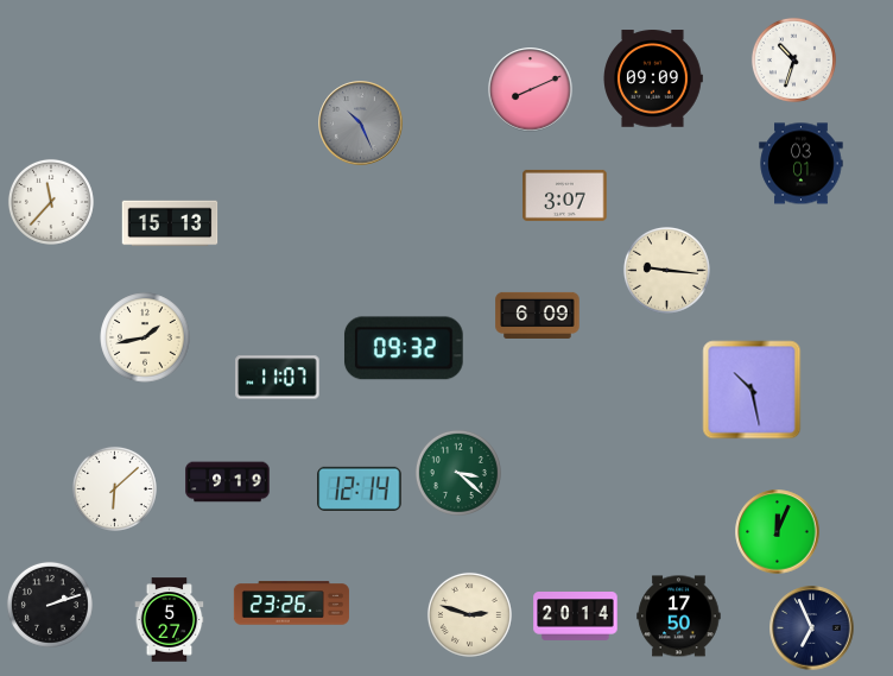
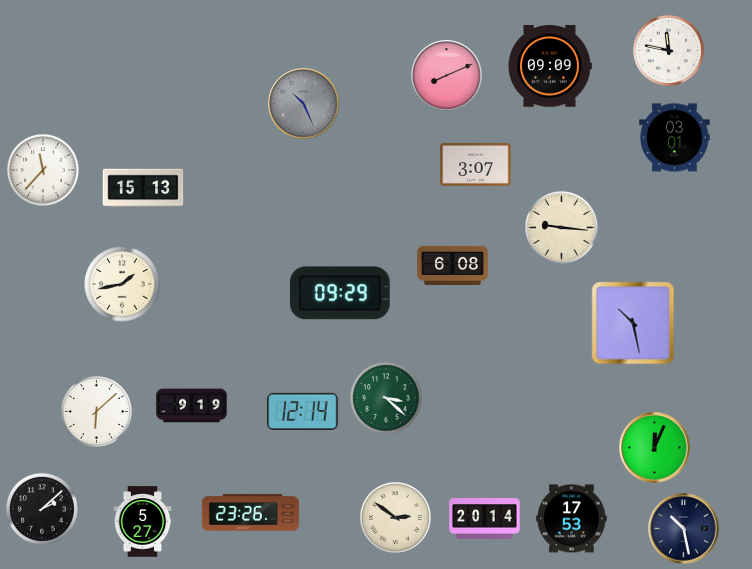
clock at (793, 59): 10:33 -> 11:47
clock at (538, 315): 6:09 -> 6:08
clock at (404, 348): 09:32 -> 09:29
clock at (278, 378): 11:07 -> none
clock at (752, 390) position: (752, 390) -> (633, 323)
clock at (291, 604) position: (291, 604) -> (250, 513)
clock at (50, 605): 2:12 -> 2:08
clock at (469, 614): 2:48 -> 2:51
clock at (679, 617): 17:50 -> 17:53
clock at (812, 628): 6:56 -> 10:28
